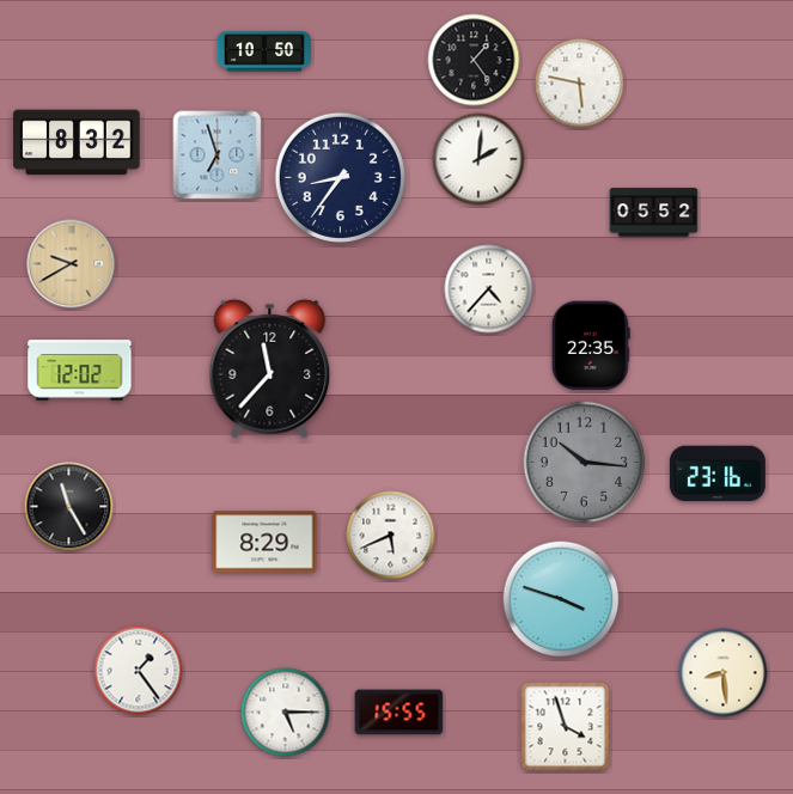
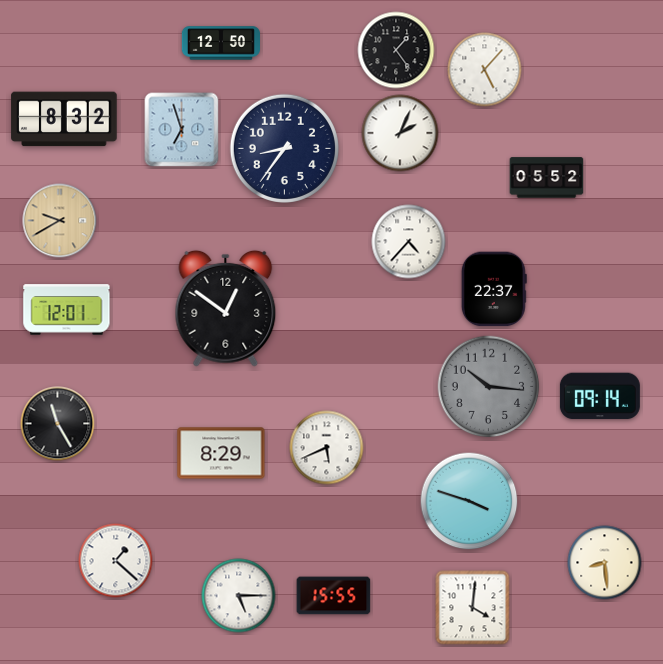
clock at (264, 51): 10:50 -> 12:50
clock at (580, 84): 5:47 -> 5:07
clock at (478, 159): 2:01 -> 2:04
clock at (591, 346): 22:35 -> 22:37
clock at (270, 368): 11:37 -> 12:51
clock at (80, 371): 12:02 -> 12:01
clock at (718, 474): 23:16 -> 09:14
clock at (139, 671): 1:24 -> 1:22
clock at (566, 727): 3:57 -> 4:01
